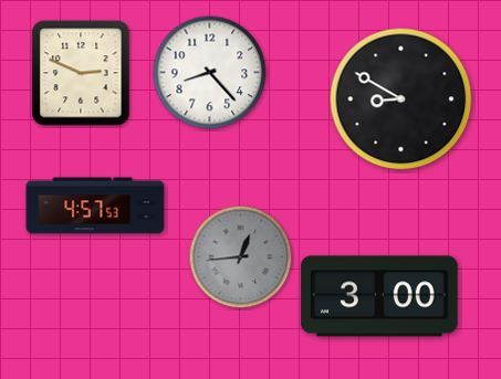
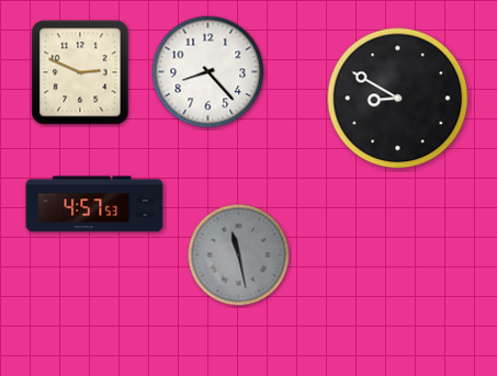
clock at (241, 257): 12:44 -> 11:28
clock at (379, 296): 3:00 -> none
